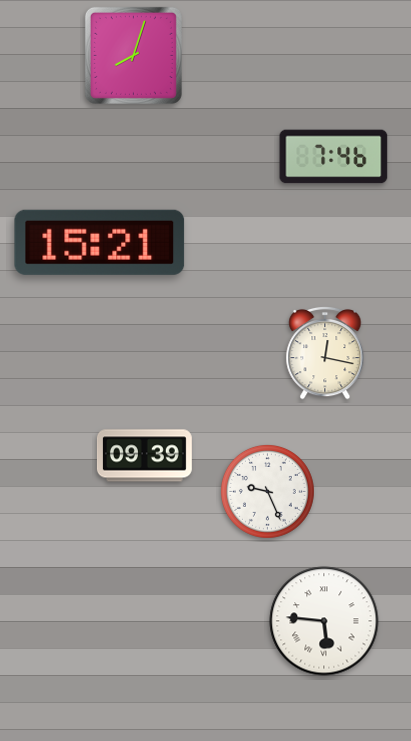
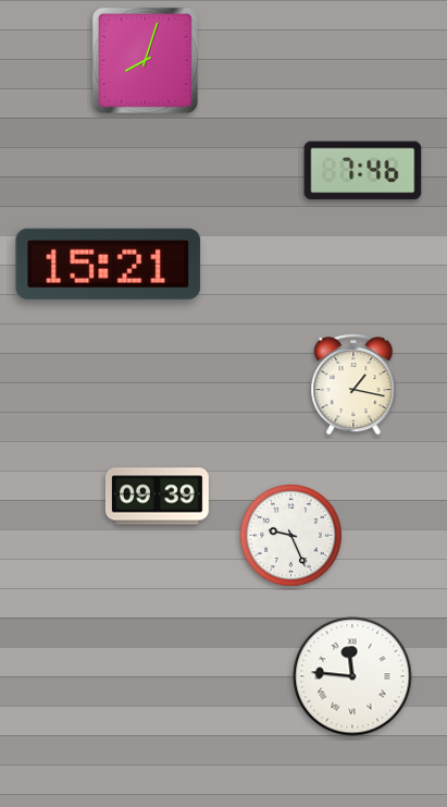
clock at (325, 353): 12:17 -> 1:17
clock at (324, 621): 5:46 -> 11:46
